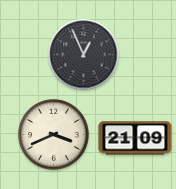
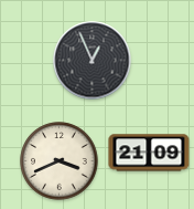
clock at (54, 135) position: (54, 135) -> (60, 161)
